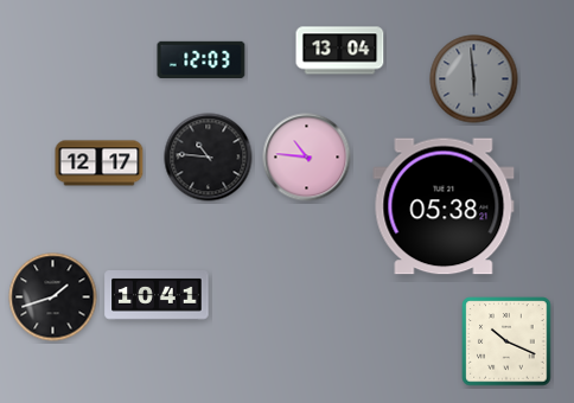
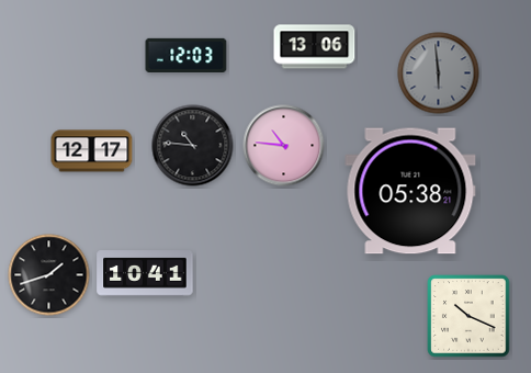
clock at (340, 51): 13:04 -> 13:06
